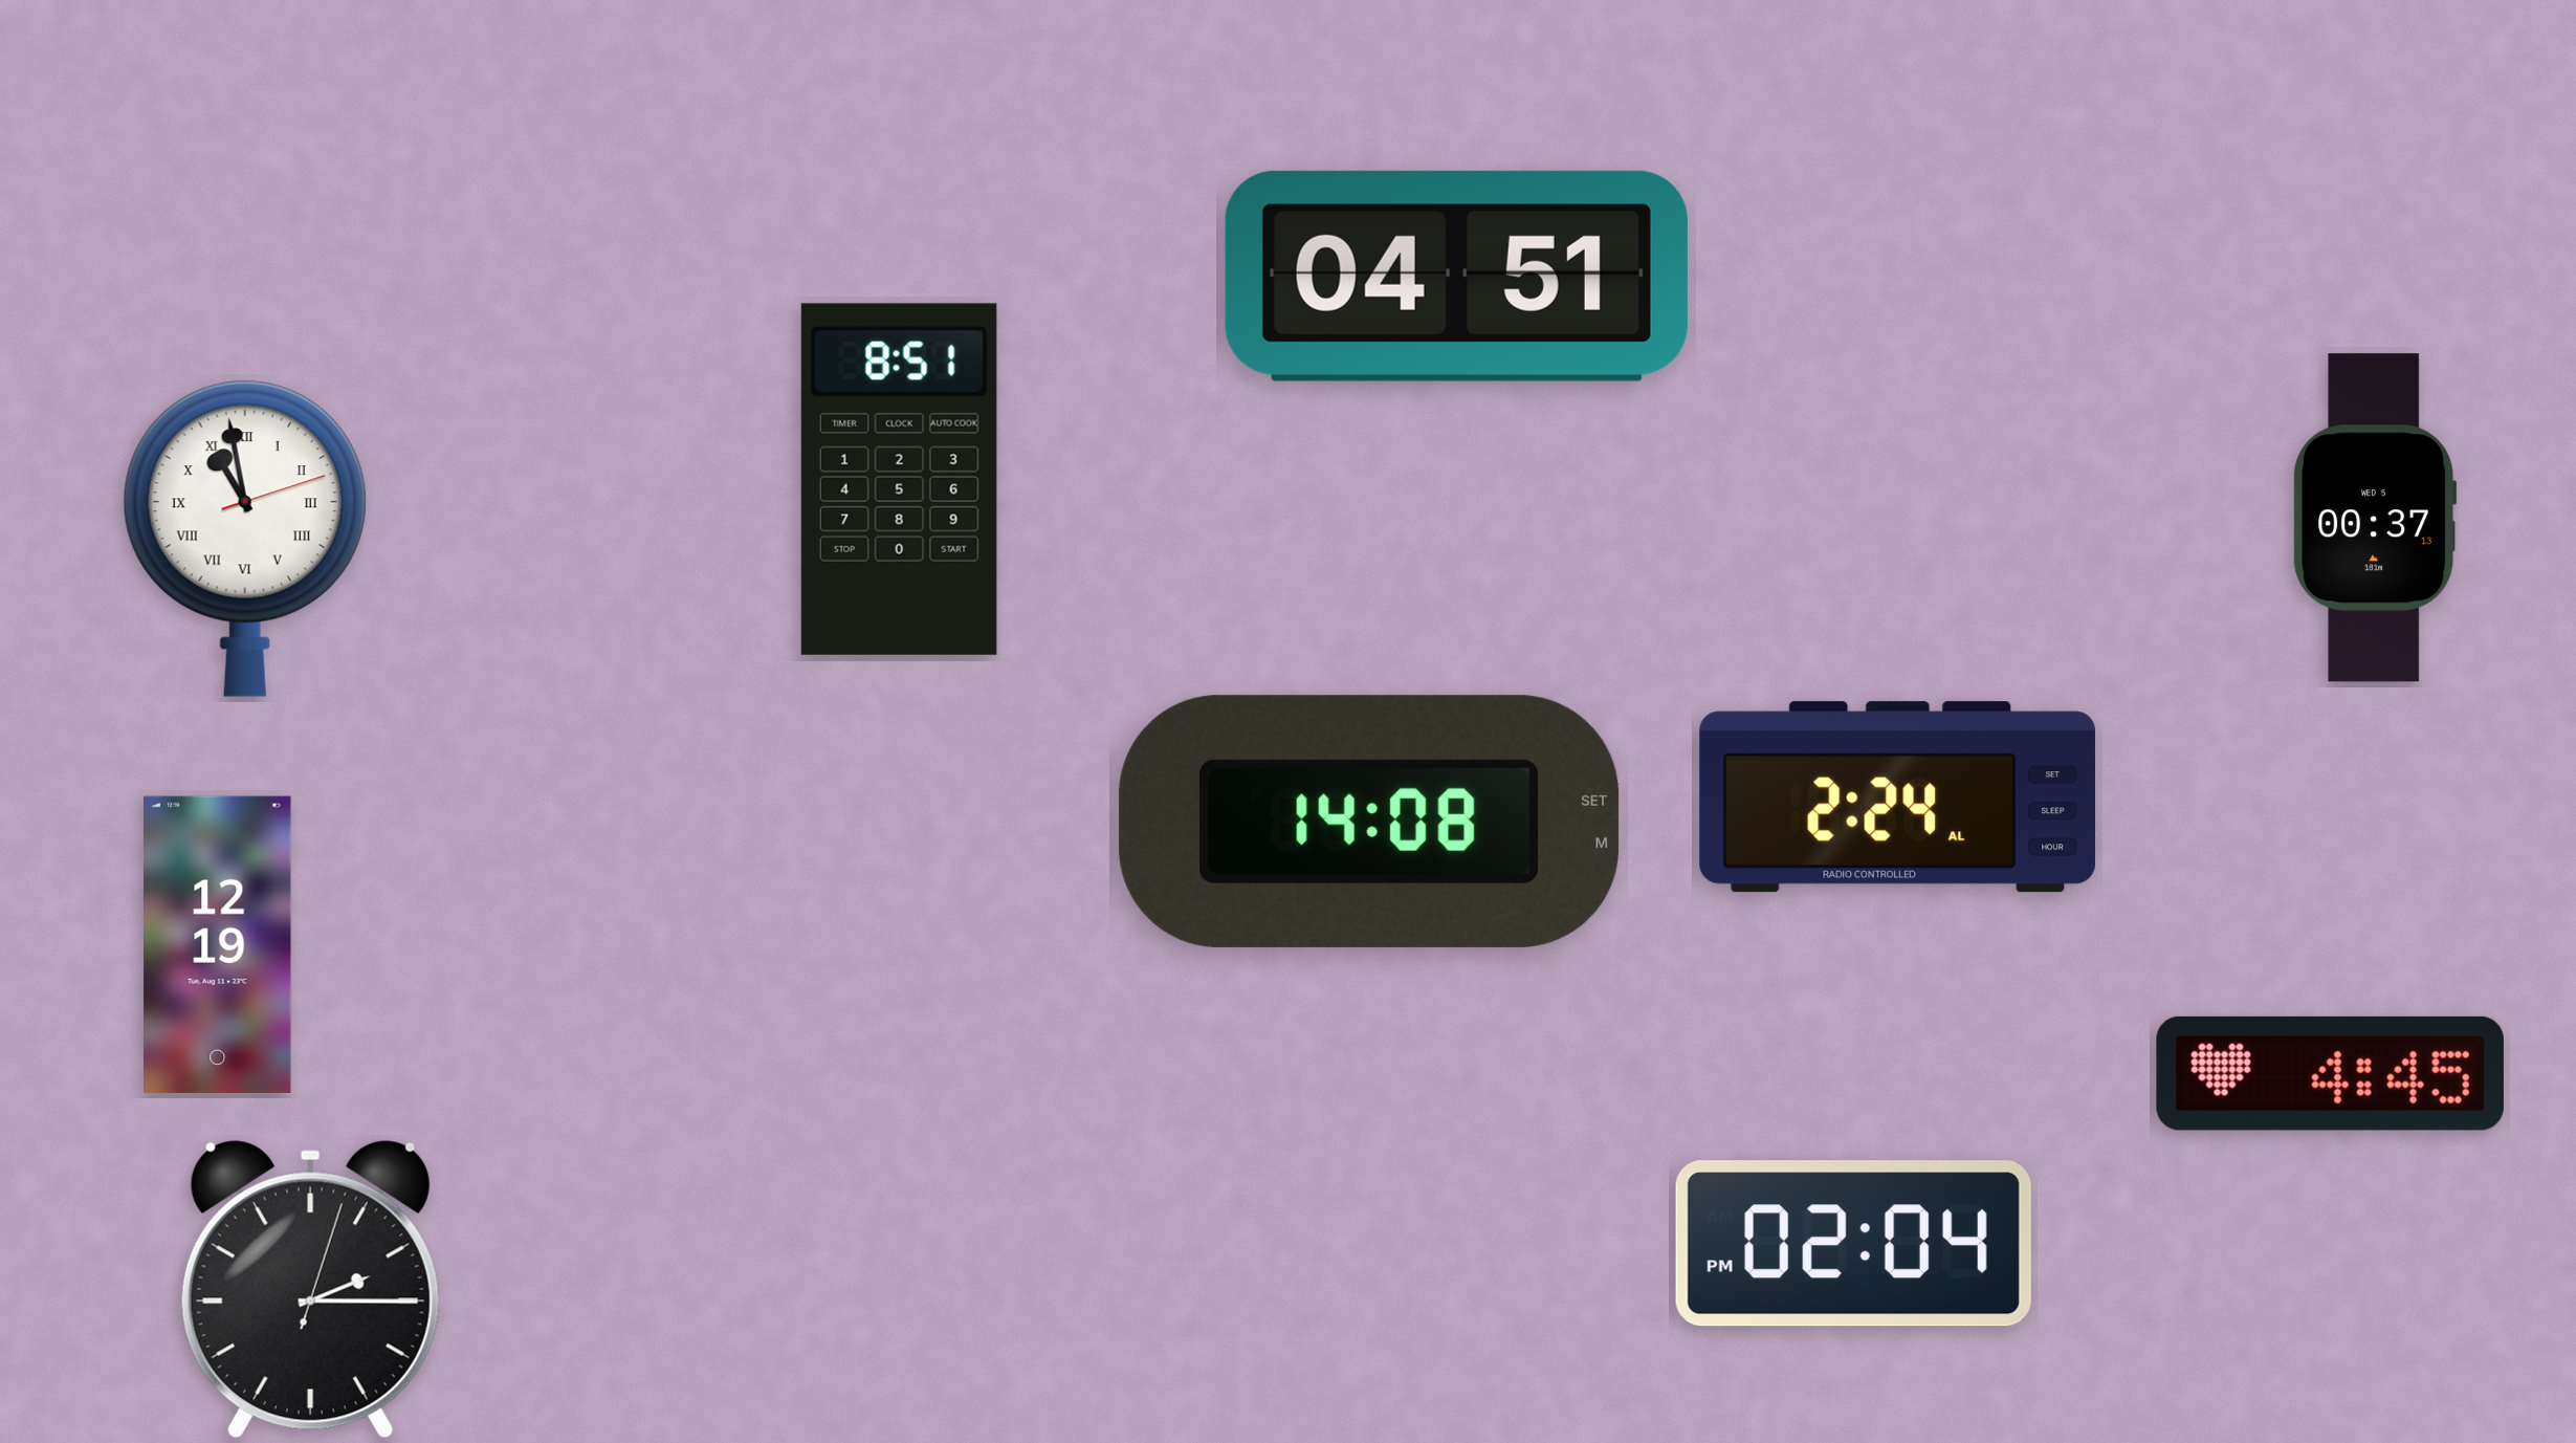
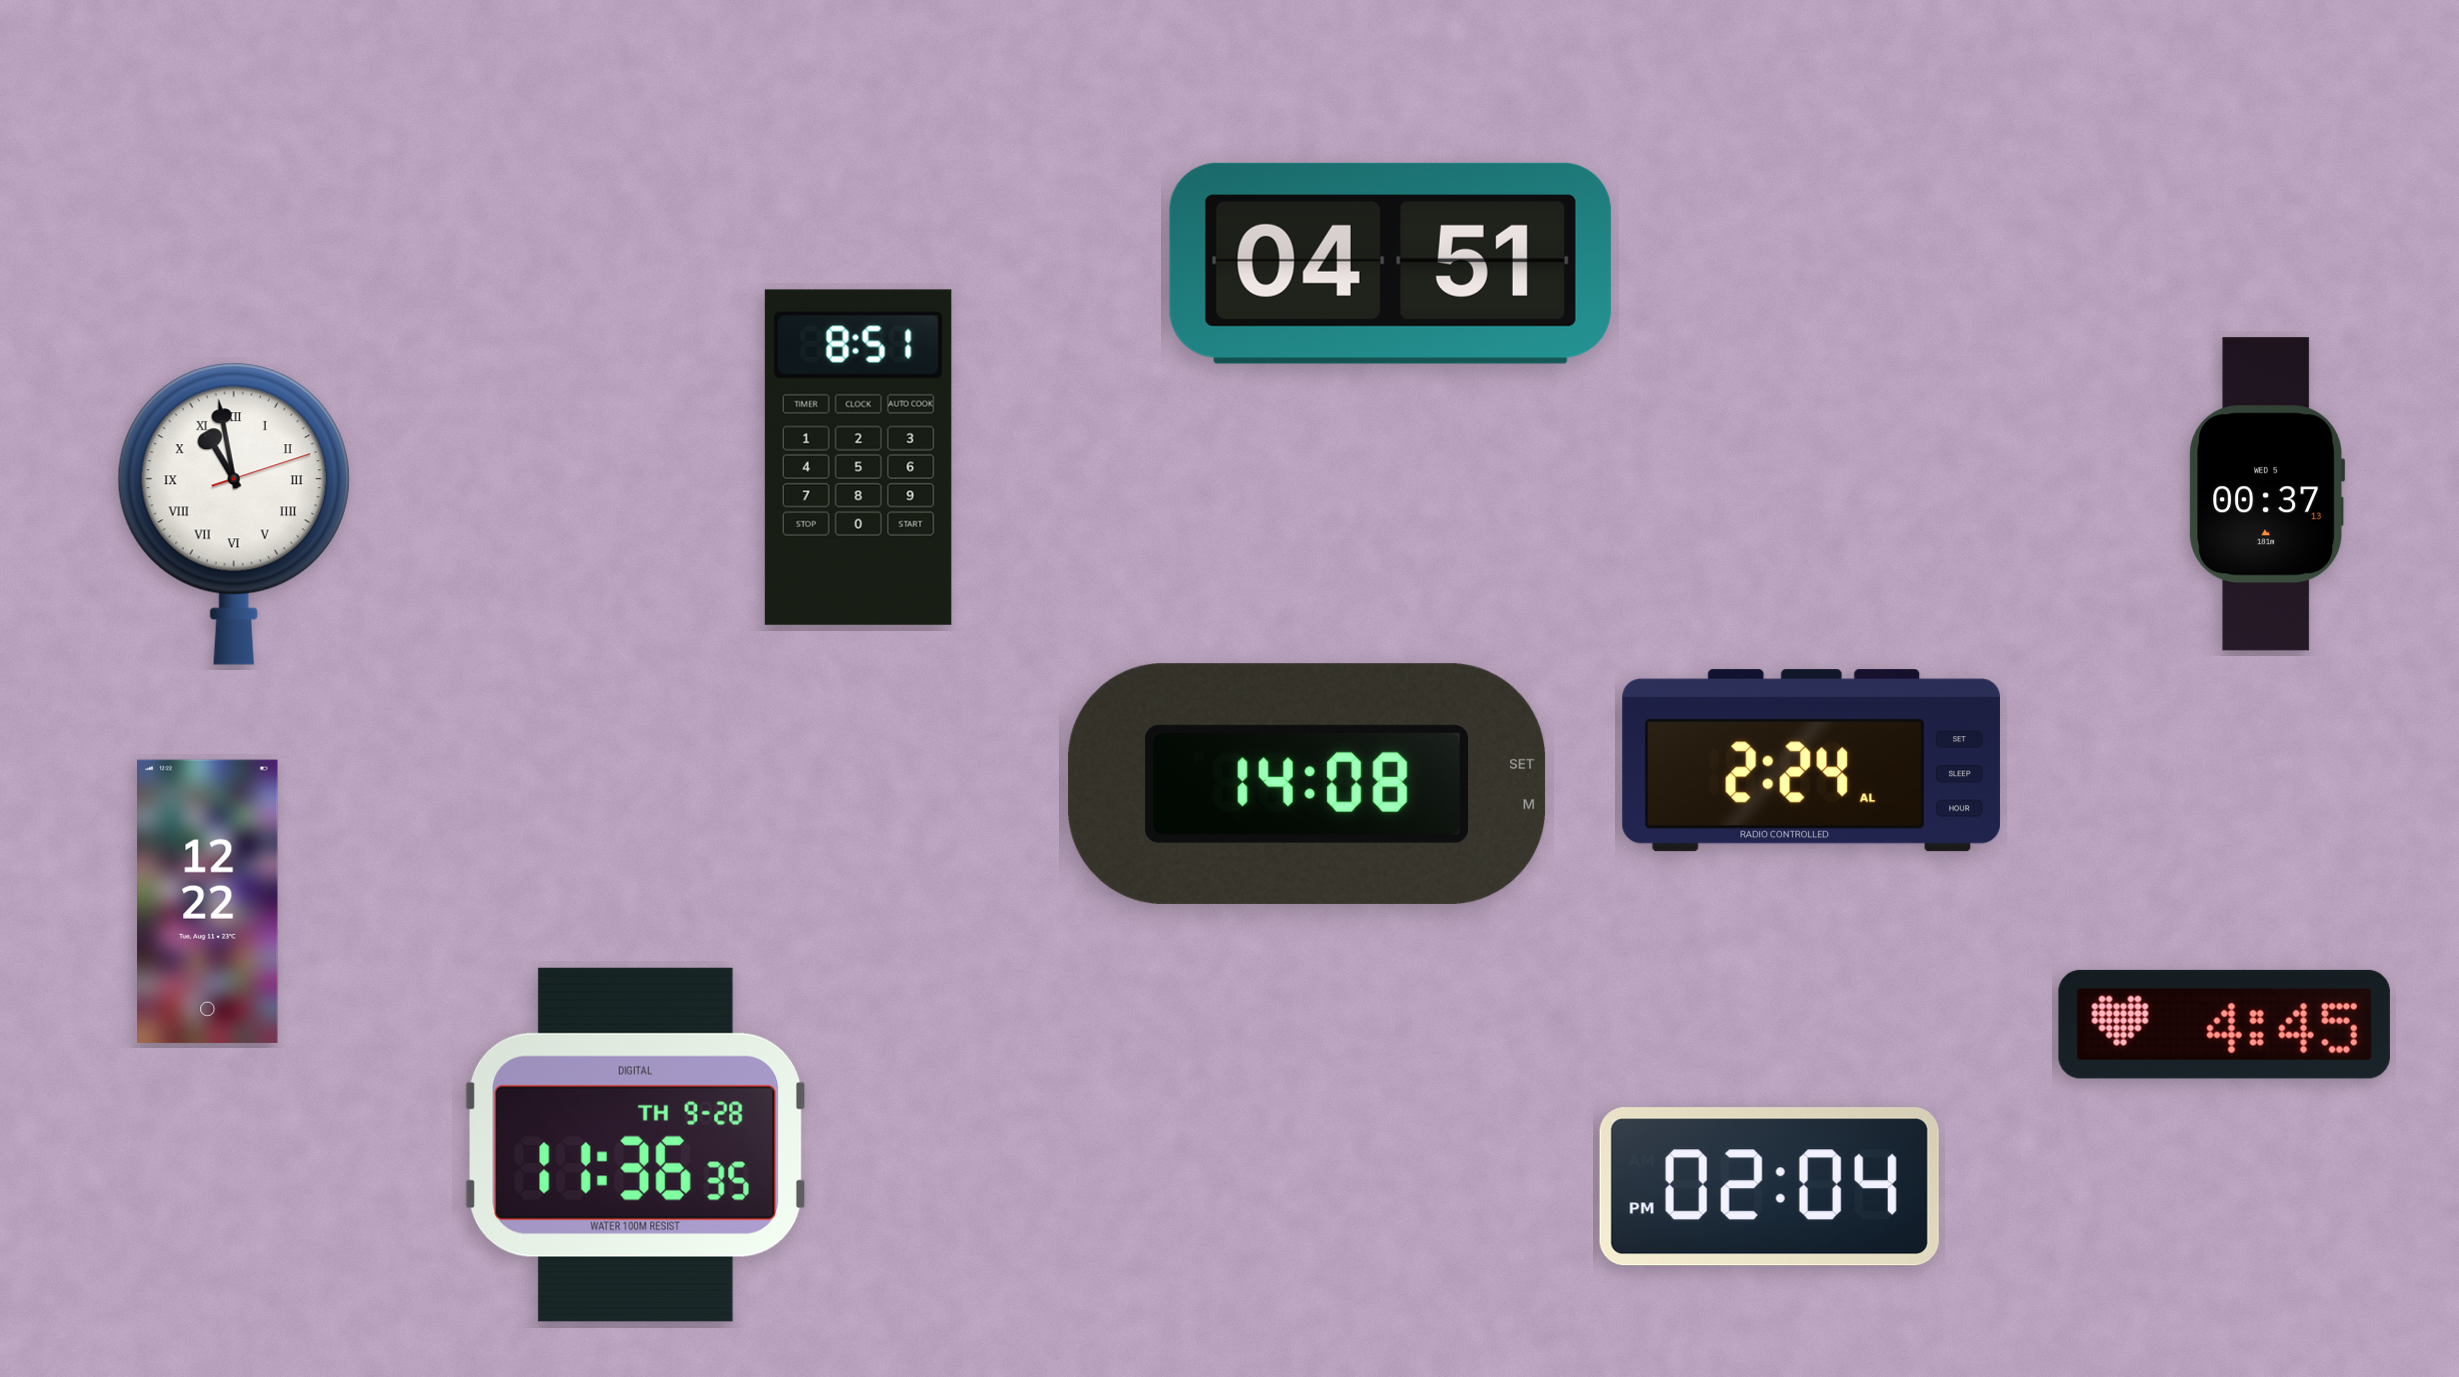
clock at (218, 944): 12:19 -> 12:22
clock at (637, 1145): none -> 11:36
clock at (310, 1290): 2:15 -> none
